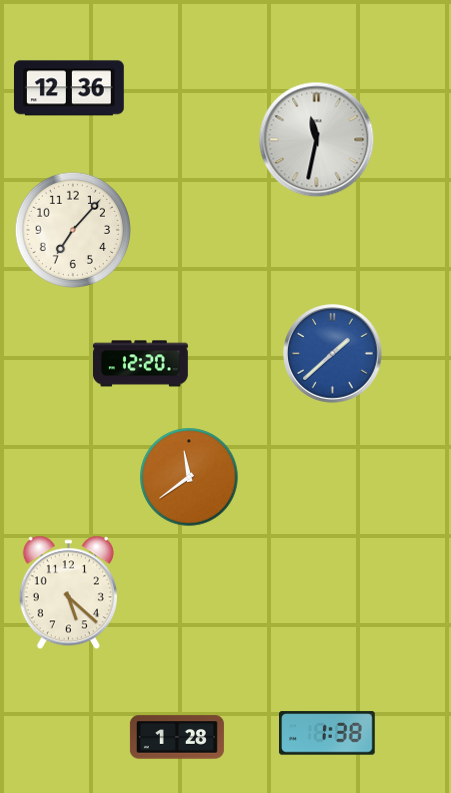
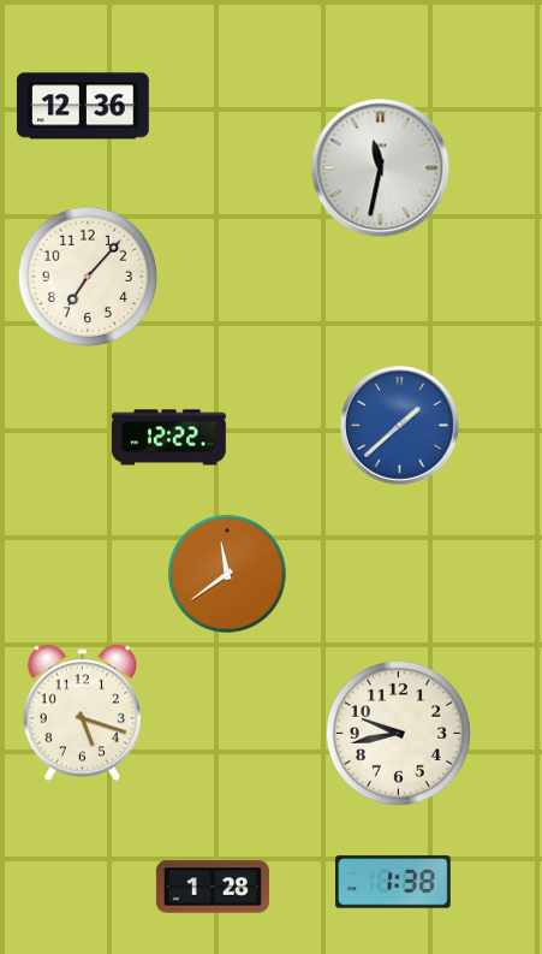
clock at (140, 364): 12:20 -> 12:22
clock at (68, 593): 5:22 -> 5:18
clock at (398, 733): none -> 9:43
